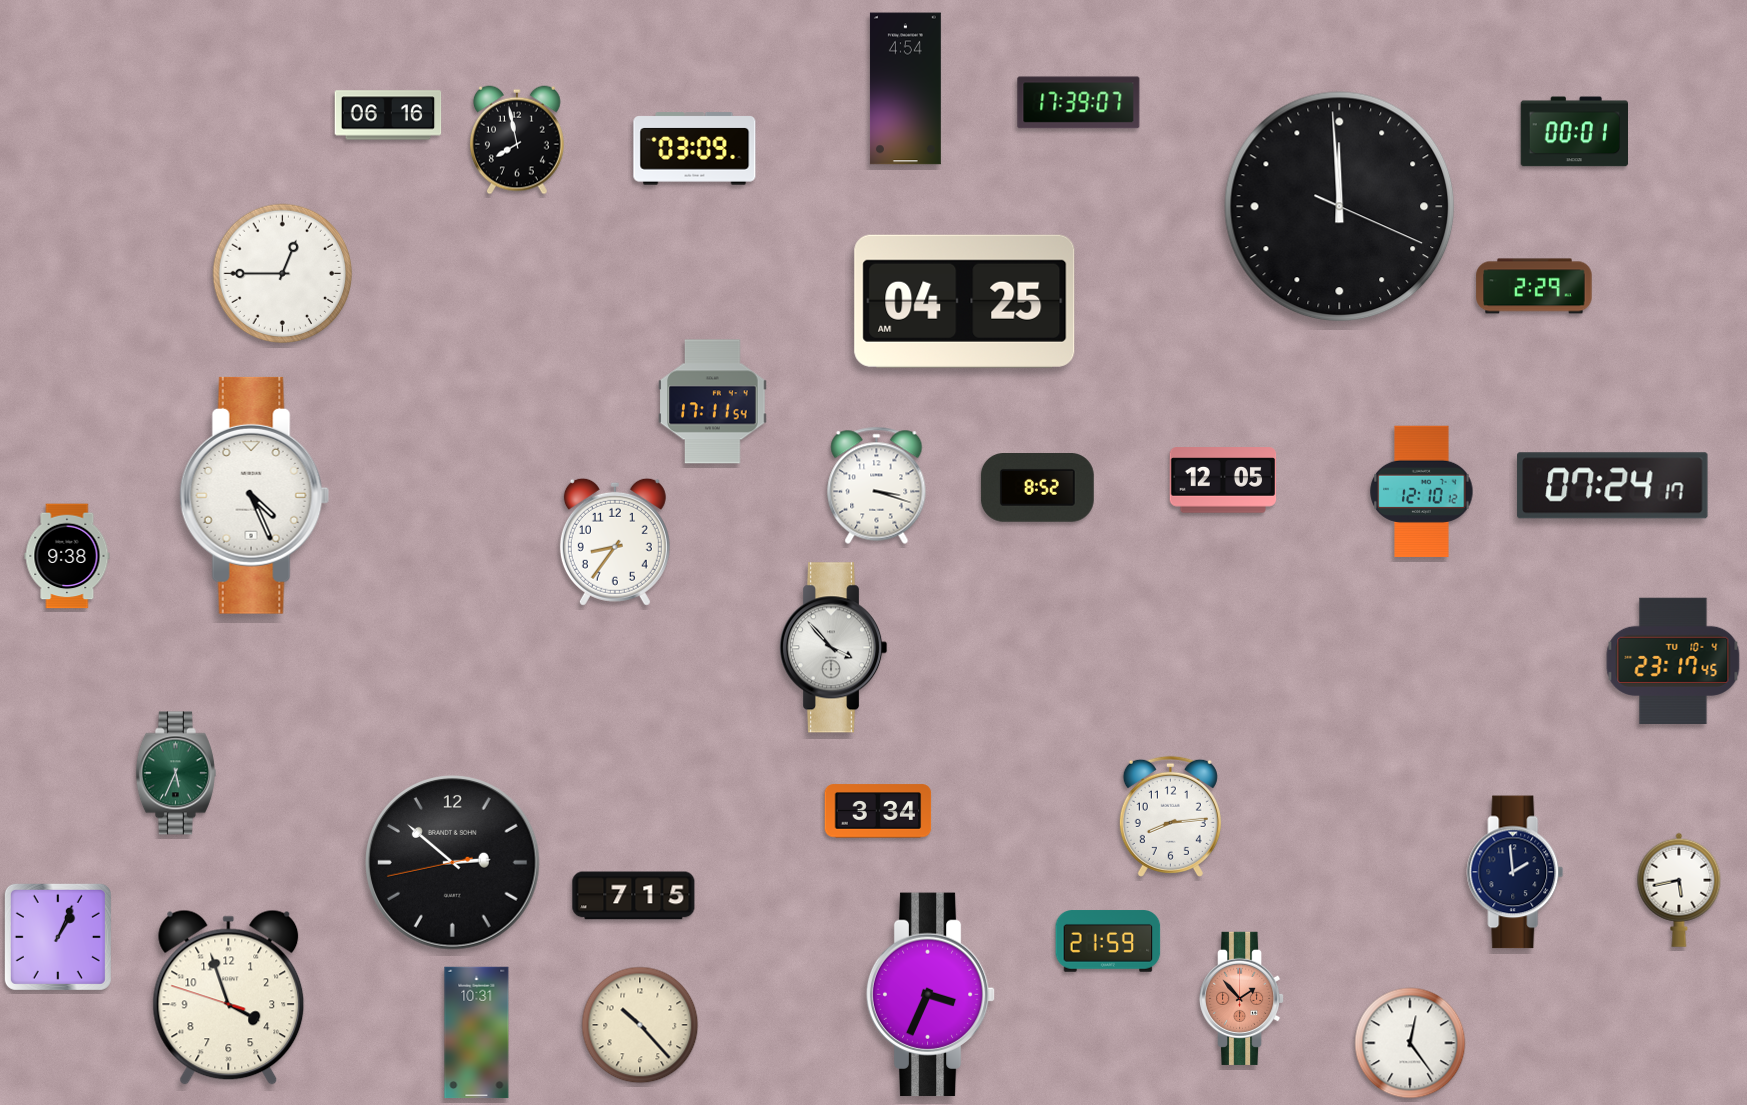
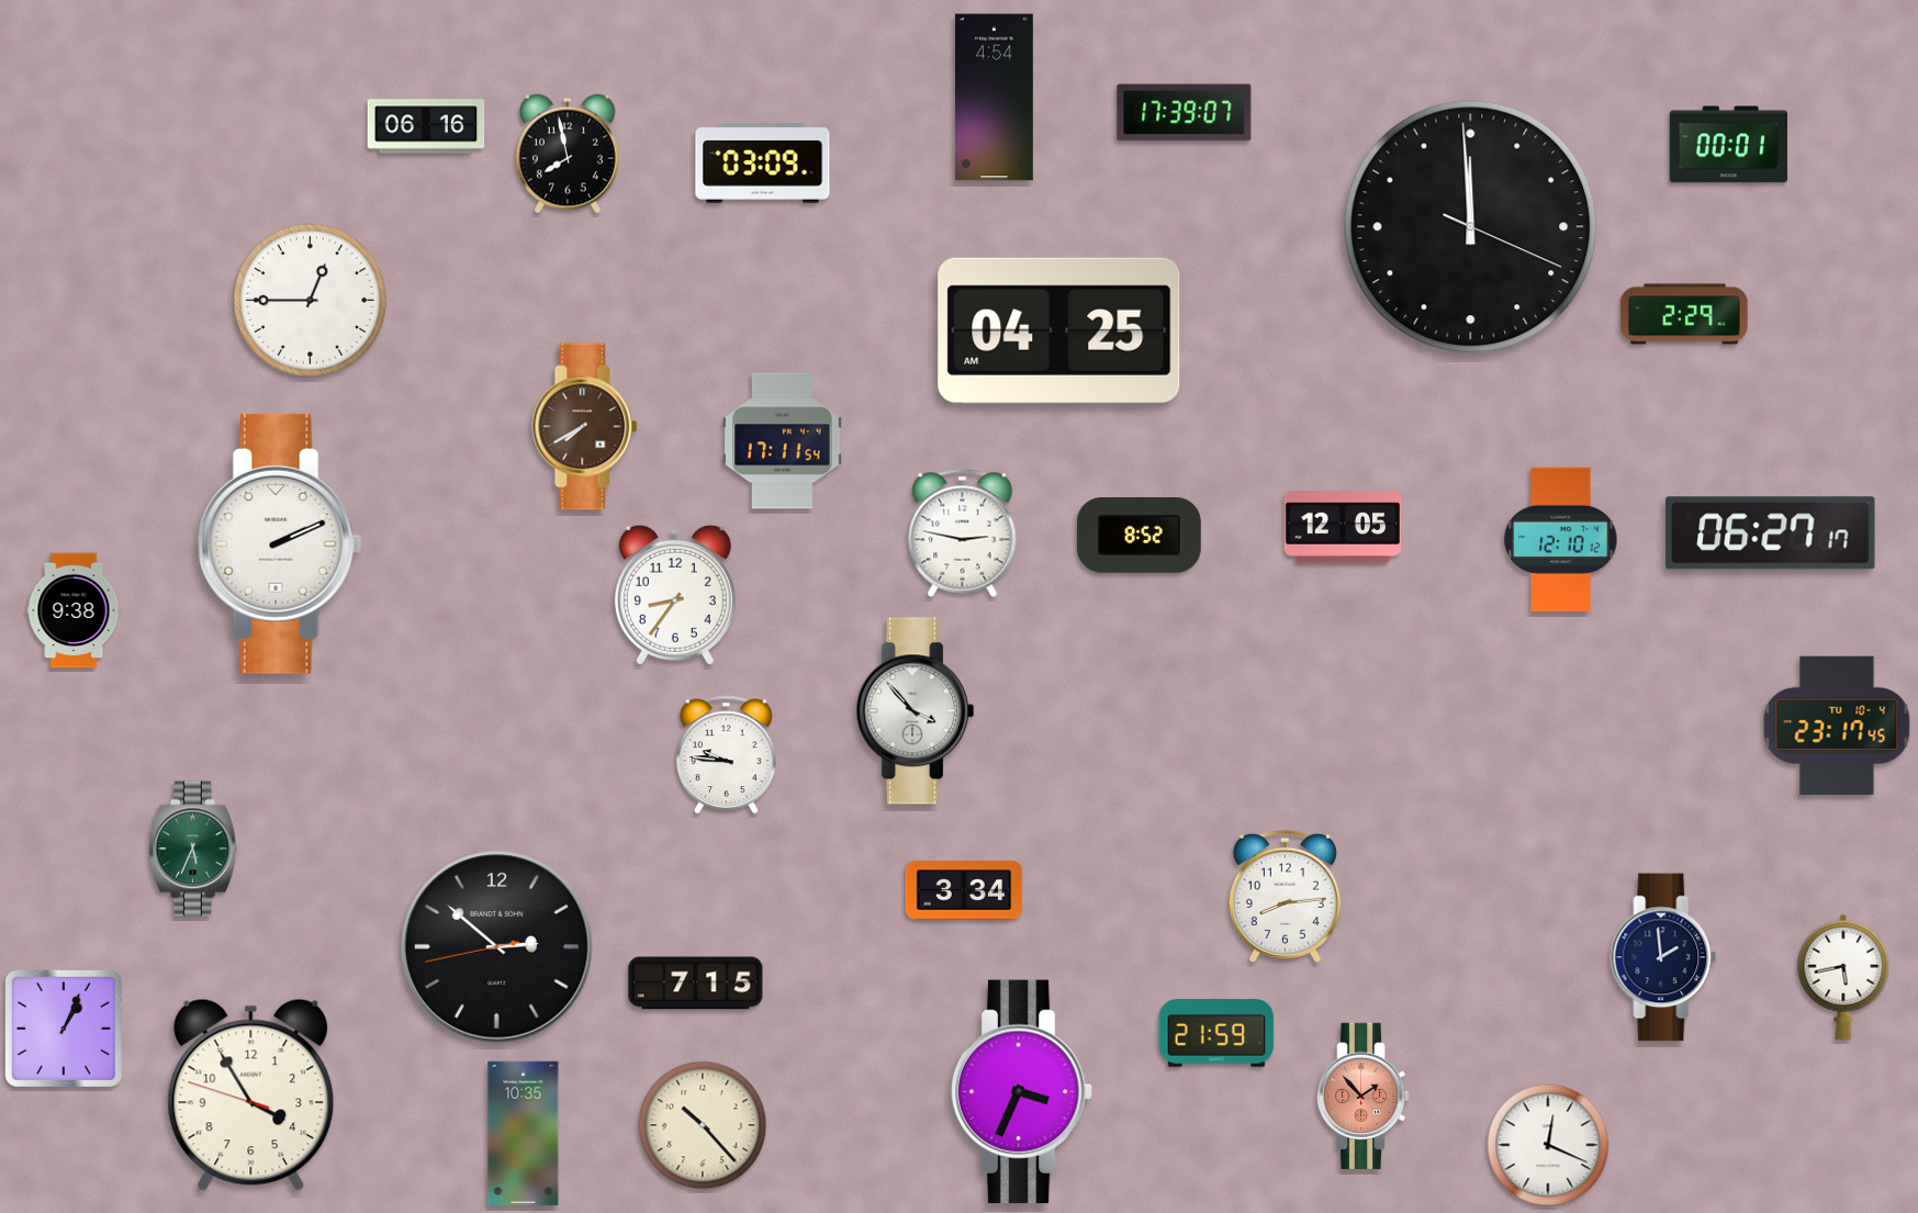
clock at (585, 427): none -> 7:40
clock at (877, 485): 3:18 -> 2:47
clock at (1613, 486): 07:24 -> 06:27
clock at (255, 495): 4:26 -> 2:11
clock at (727, 755): none -> 9:46
clock at (229, 997): 3:56 -> 3:54
clock at (477, 1033): 10:31 -> 10:35
clock at (1410, 1043): 12:24 -> 12:19
